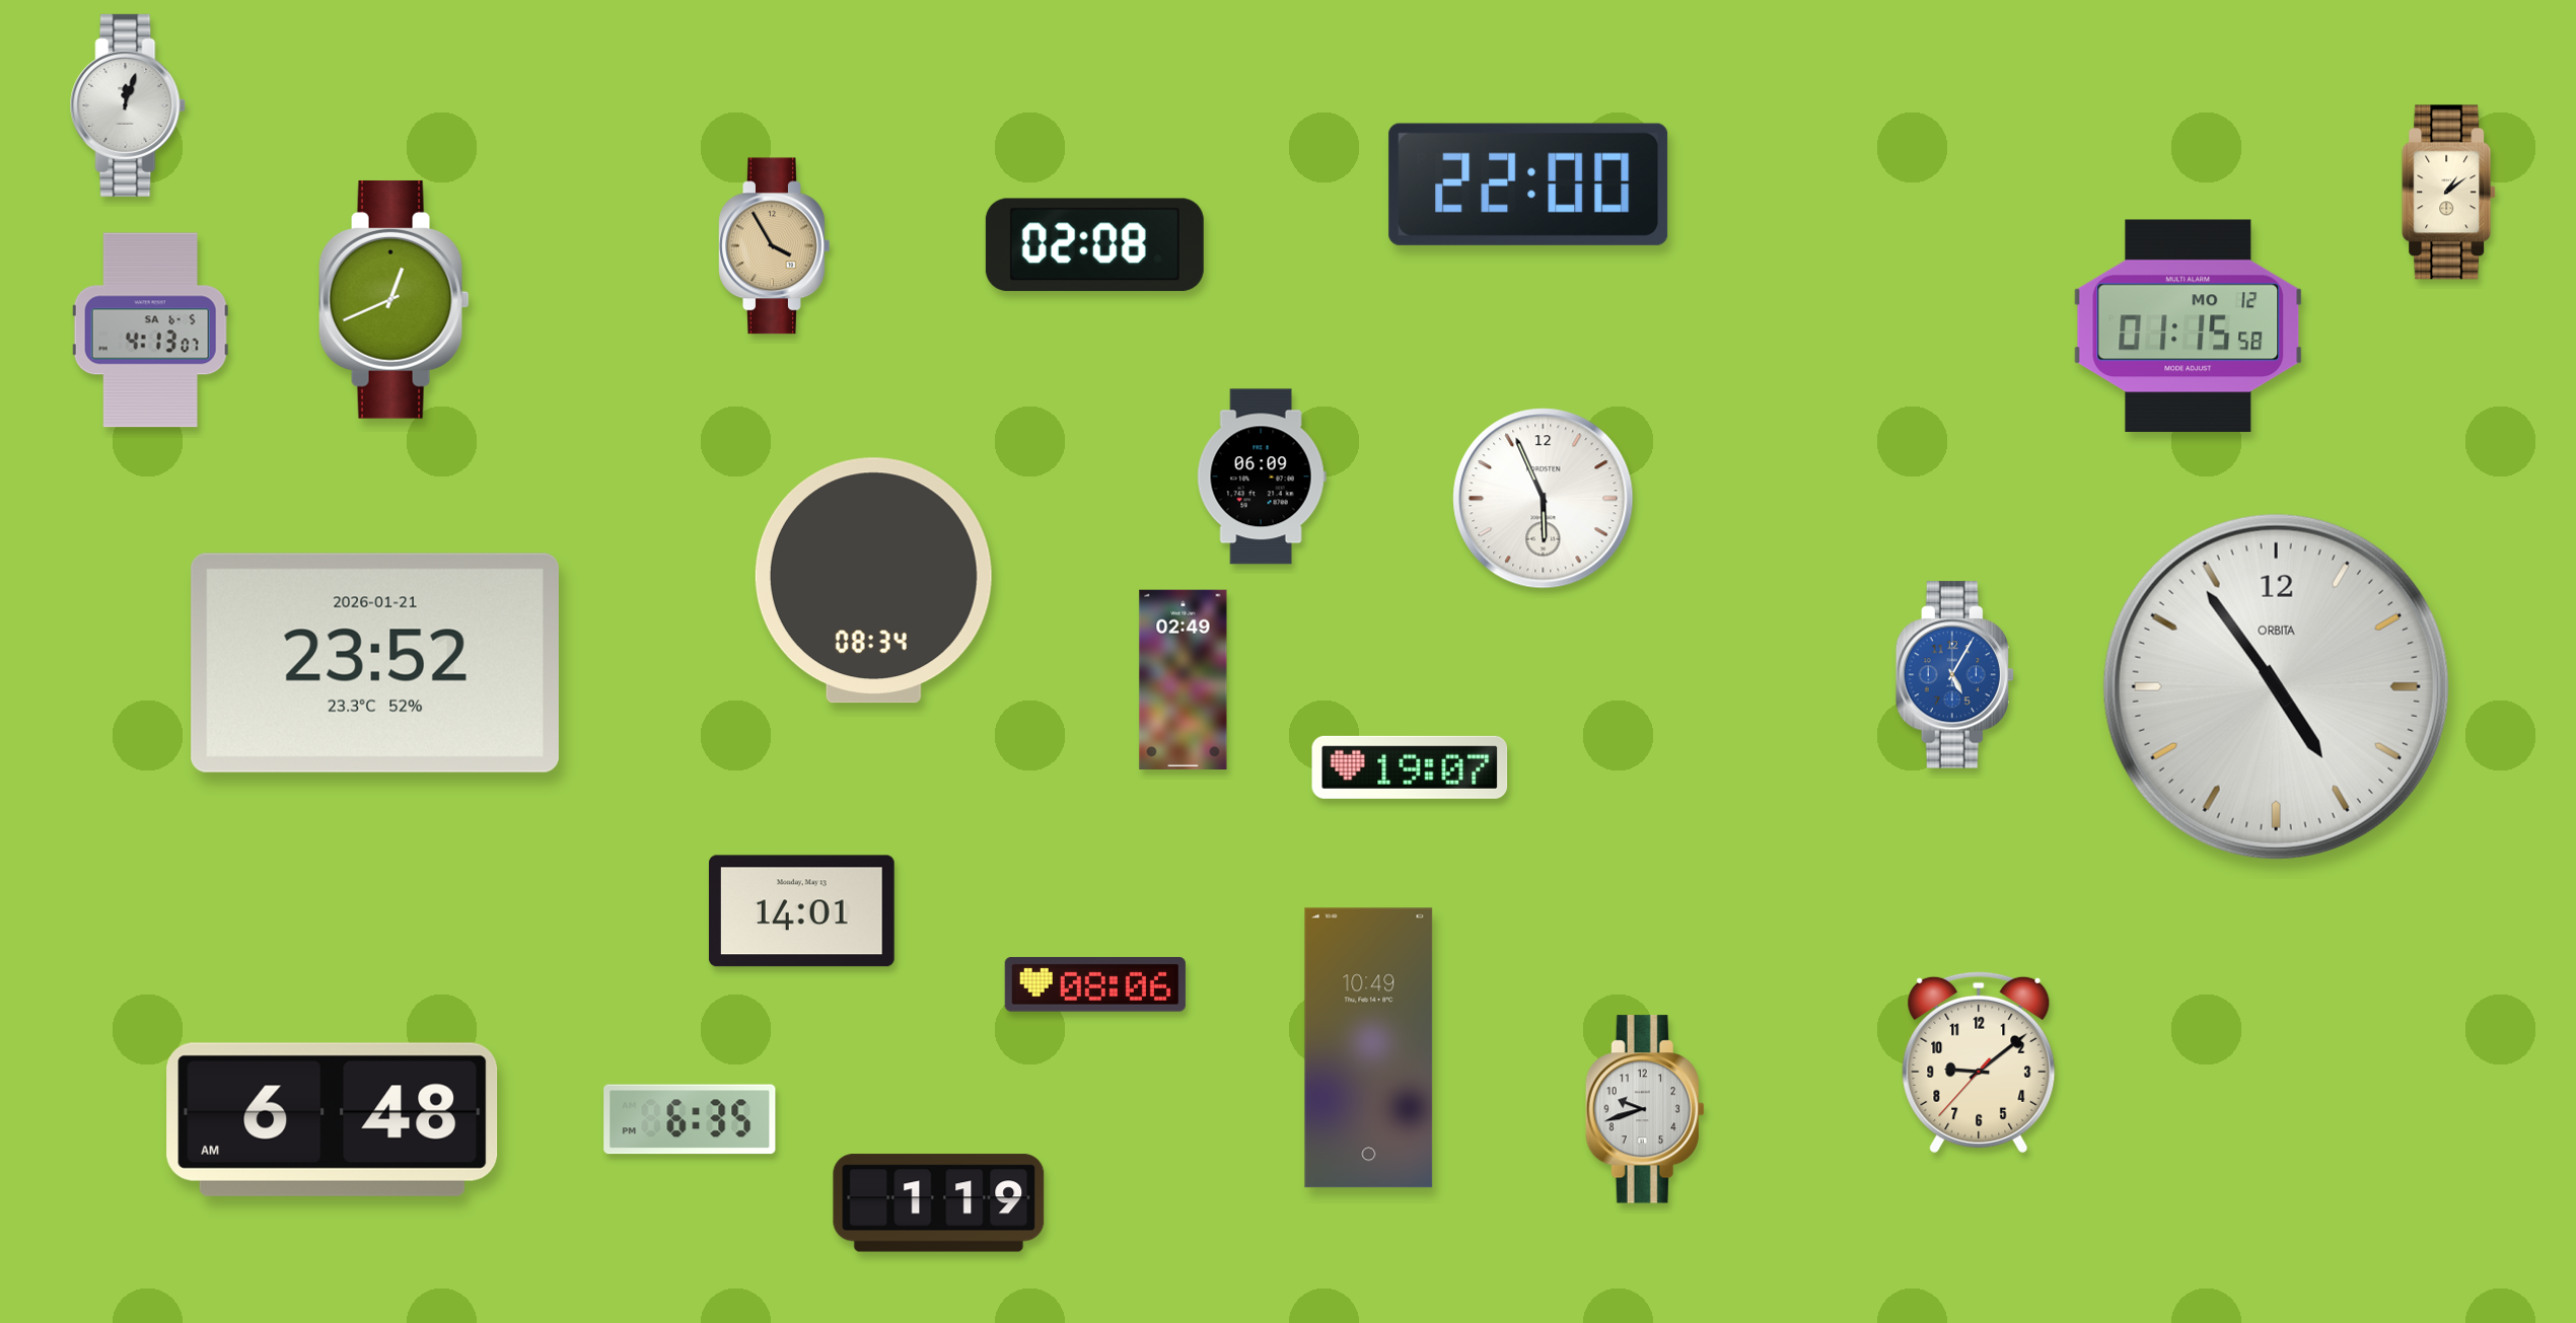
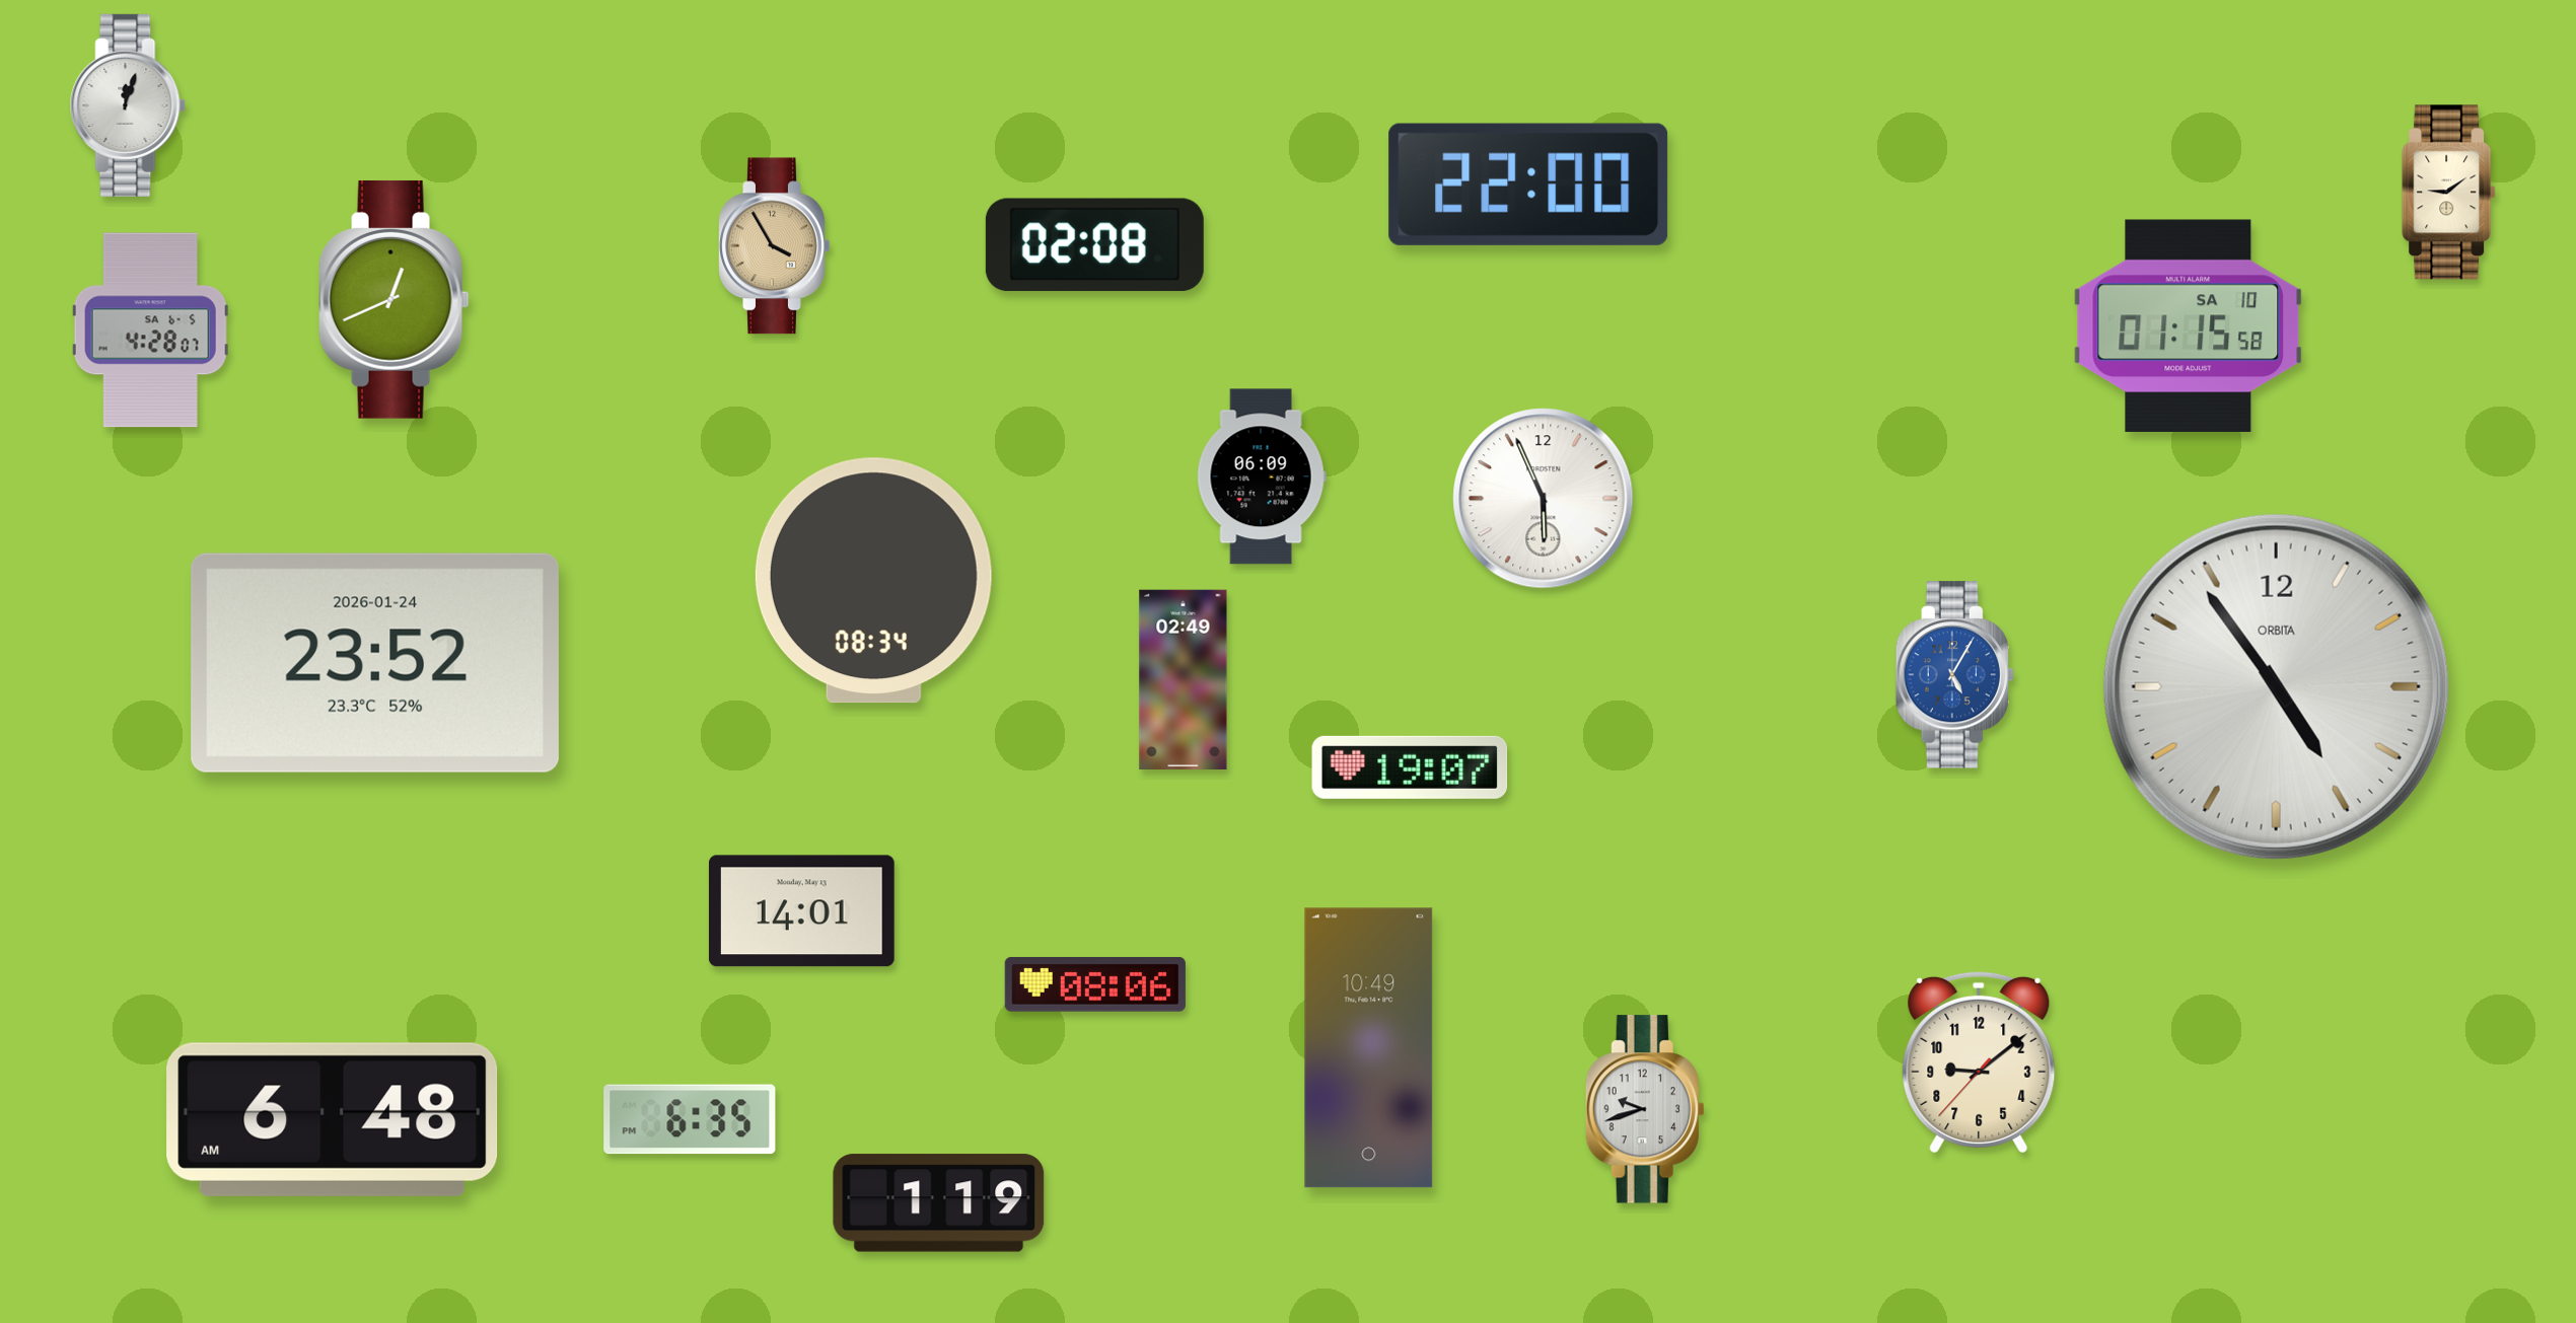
clock at (2449, 193): 1:09 -> 9:09
clock at (2189, 325) date: MO 12 -> SA 10
clock at (150, 330): 4:13 -> 4:28
clock at (375, 663) date: 2026-01-21 -> 2026-01-24
